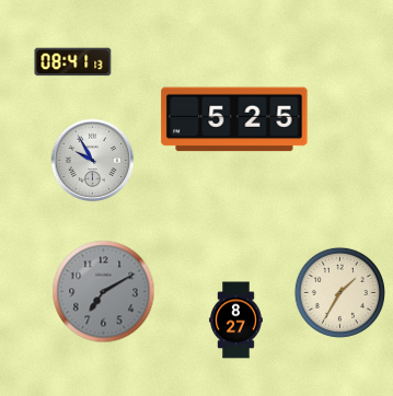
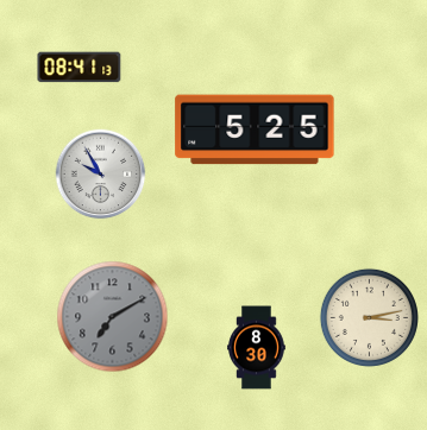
clock at (339, 292): 1:35 -> 3:13
clock at (236, 321): 8:27 -> 8:30
